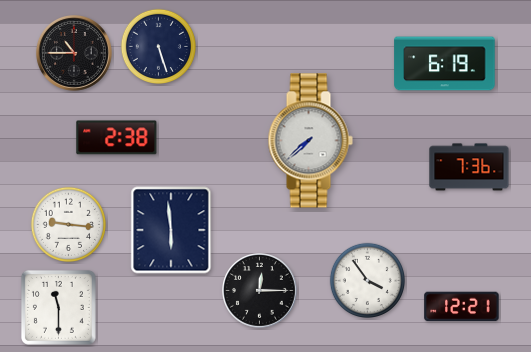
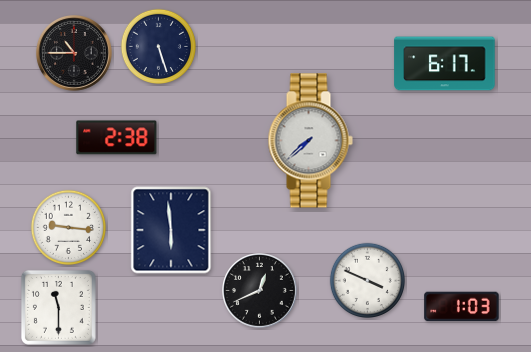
clock at (445, 64): 6:19 -> 6:17
clock at (469, 167): 7:36 -> none
clock at (68, 224) position: (68, 224) -> (68, 227)
clock at (367, 280): 3:54 -> 3:49
clock at (260, 291): 12:15 -> 12:41
clock at (462, 307): 12:21 -> 1:03
